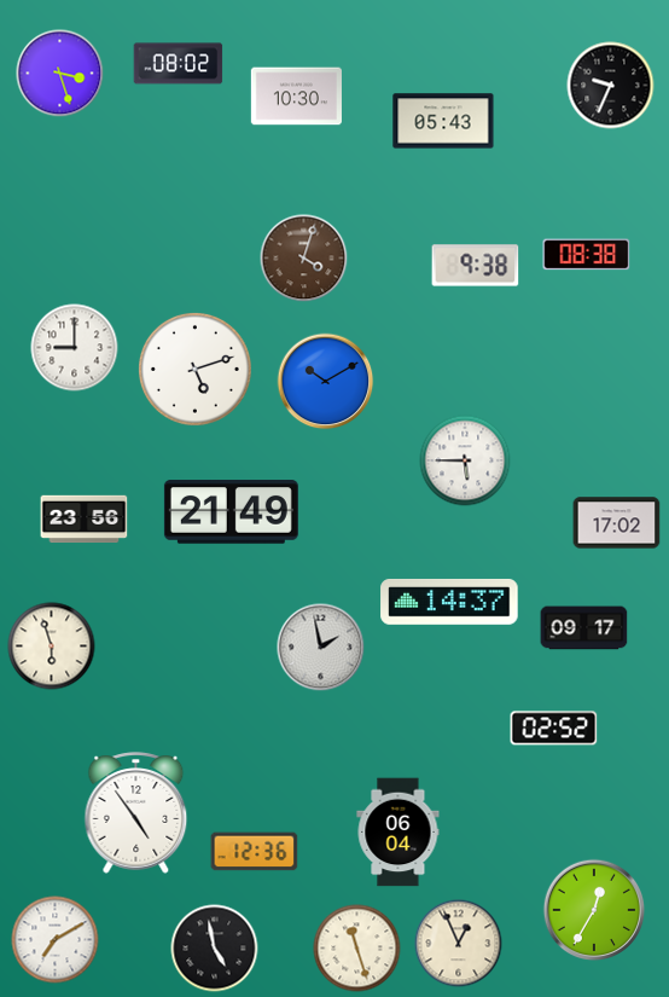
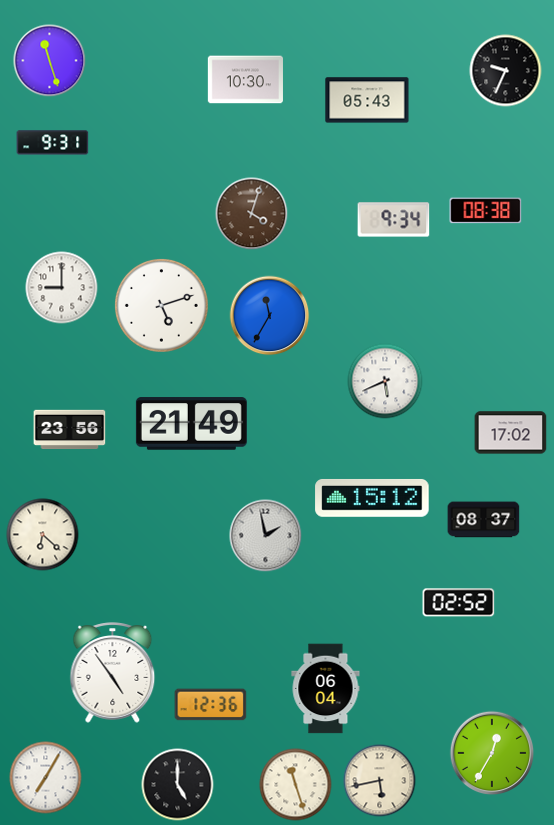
clock at (179, 64): 08:02 -> none
clock at (60, 74): 3:27 -> 11:27
clock at (53, 143): none -> 9:31
clock at (476, 266): 9:38 -> 9:34
clock at (326, 382): 10:10 -> 11:35
clock at (465, 460): 5:45 -> 5:41
clock at (449, 602): 14:37 -> 15:12
clock at (584, 628): 09:17 -> 08:37
clock at (52, 647): 5:57 -> 6:22
clock at (399, 833) position: (399, 833) -> (326, 689)
clock at (56, 940): 7:10 -> 7:05
clock at (459, 944): 12:56 -> 5:43
clock at (215, 949): 4:58 -> 5:00
